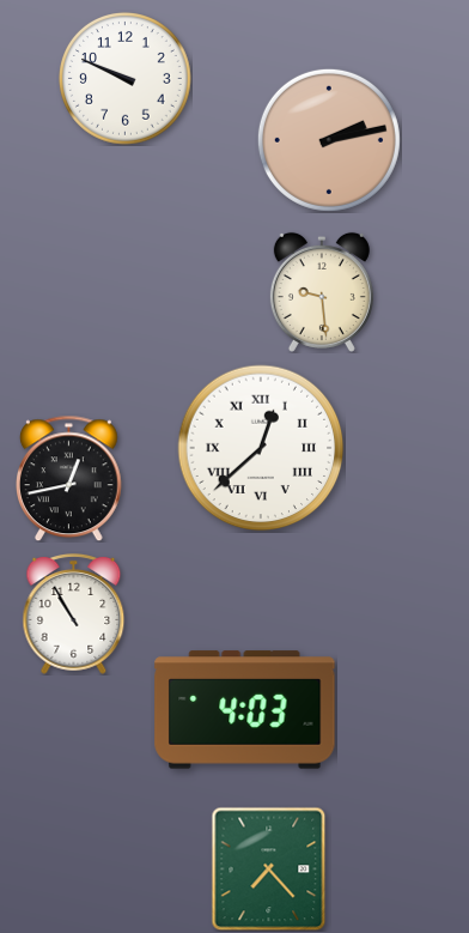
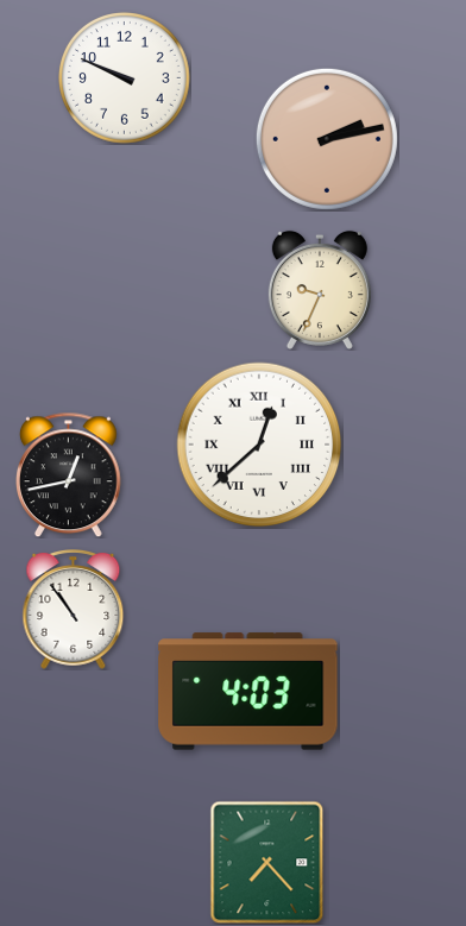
clock at (322, 292): 9:29 -> 9:34
clock at (74, 614): 10:55 -> 10:54
clock at (245, 710) position: (245, 710) -> (248, 692)
